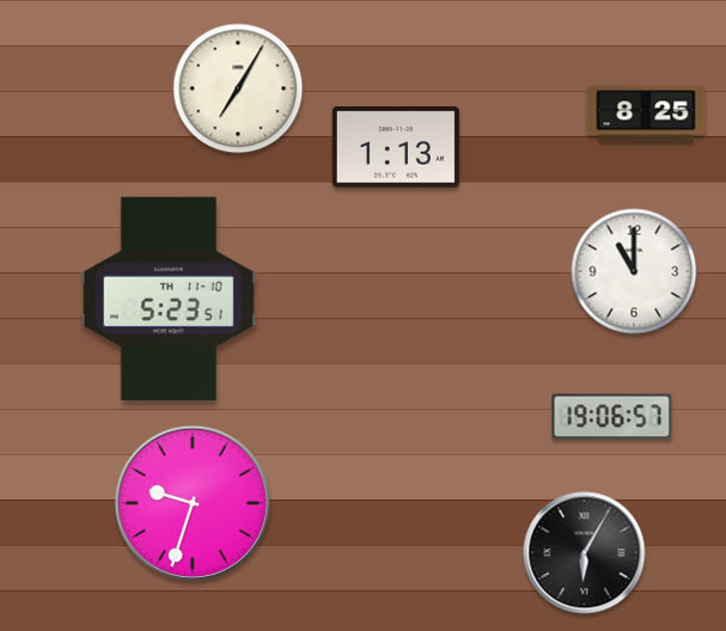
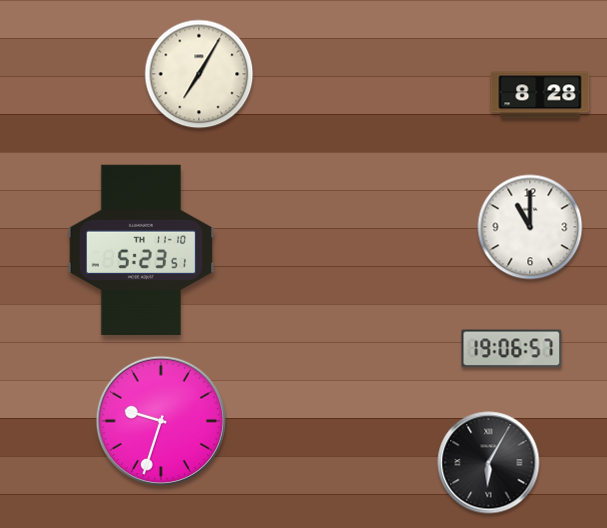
clock at (646, 114): 8:25 -> 8:28
clock at (396, 147): 1:13 -> none
